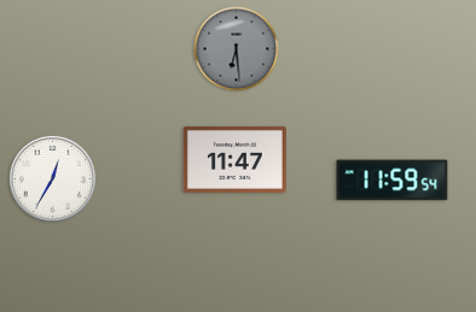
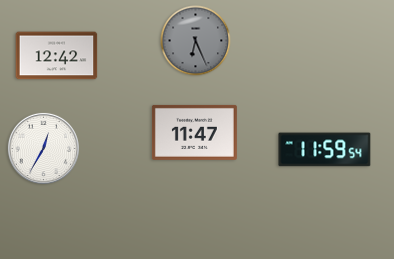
clock at (237, 49): 6:29 -> 6:26
clock at (57, 56): none -> 12:42
